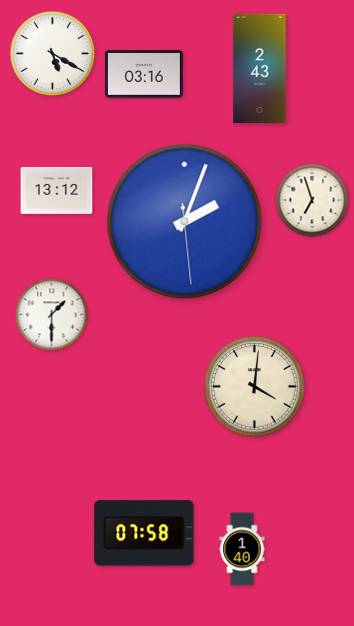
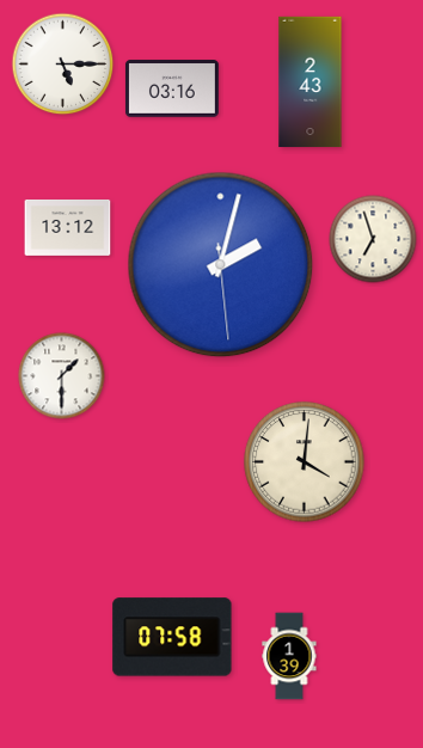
clock at (53, 54): 5:20 -> 5:15
clock at (185, 222): 2:03 -> 2:02
clock at (242, 549): 1:40 -> 1:39
